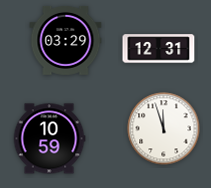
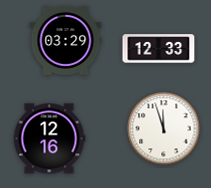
clock at (159, 49): 12:31 -> 12:33
clock at (49, 139): 10:59 -> 12:16
